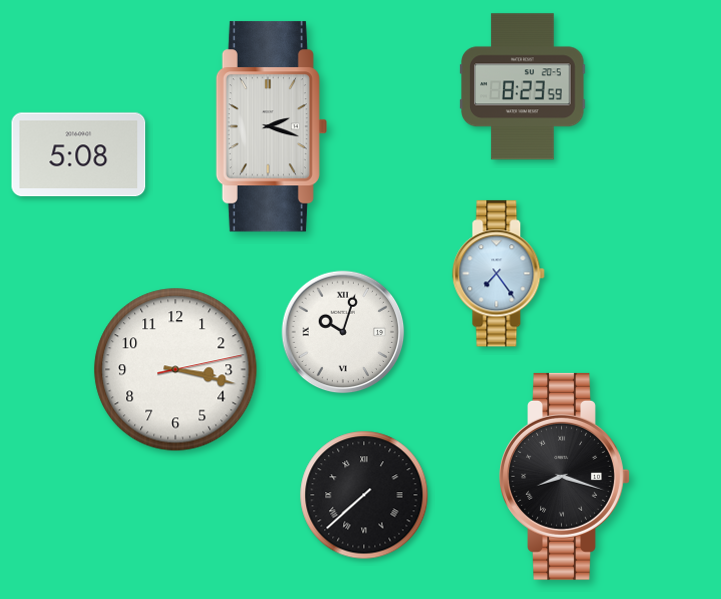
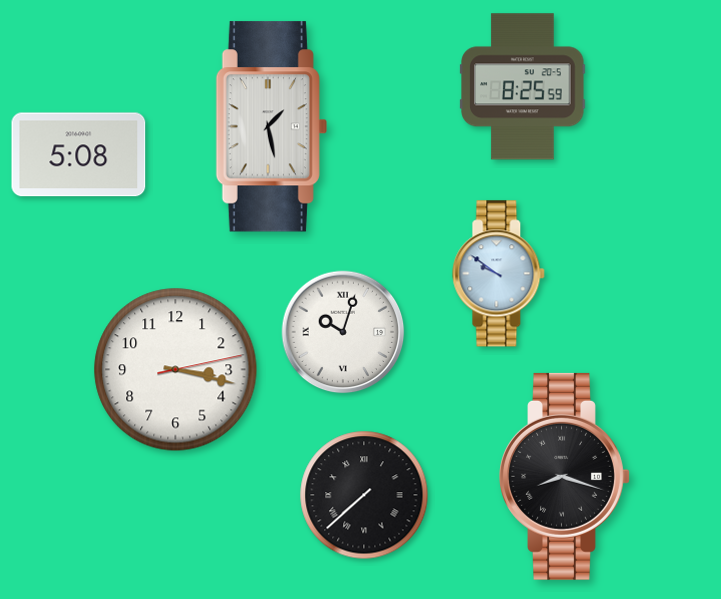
clock at (523, 87): 8:23 -> 8:25
clock at (271, 127): 2:18 -> 1:28
clock at (499, 274): 7:24 -> 9:51
